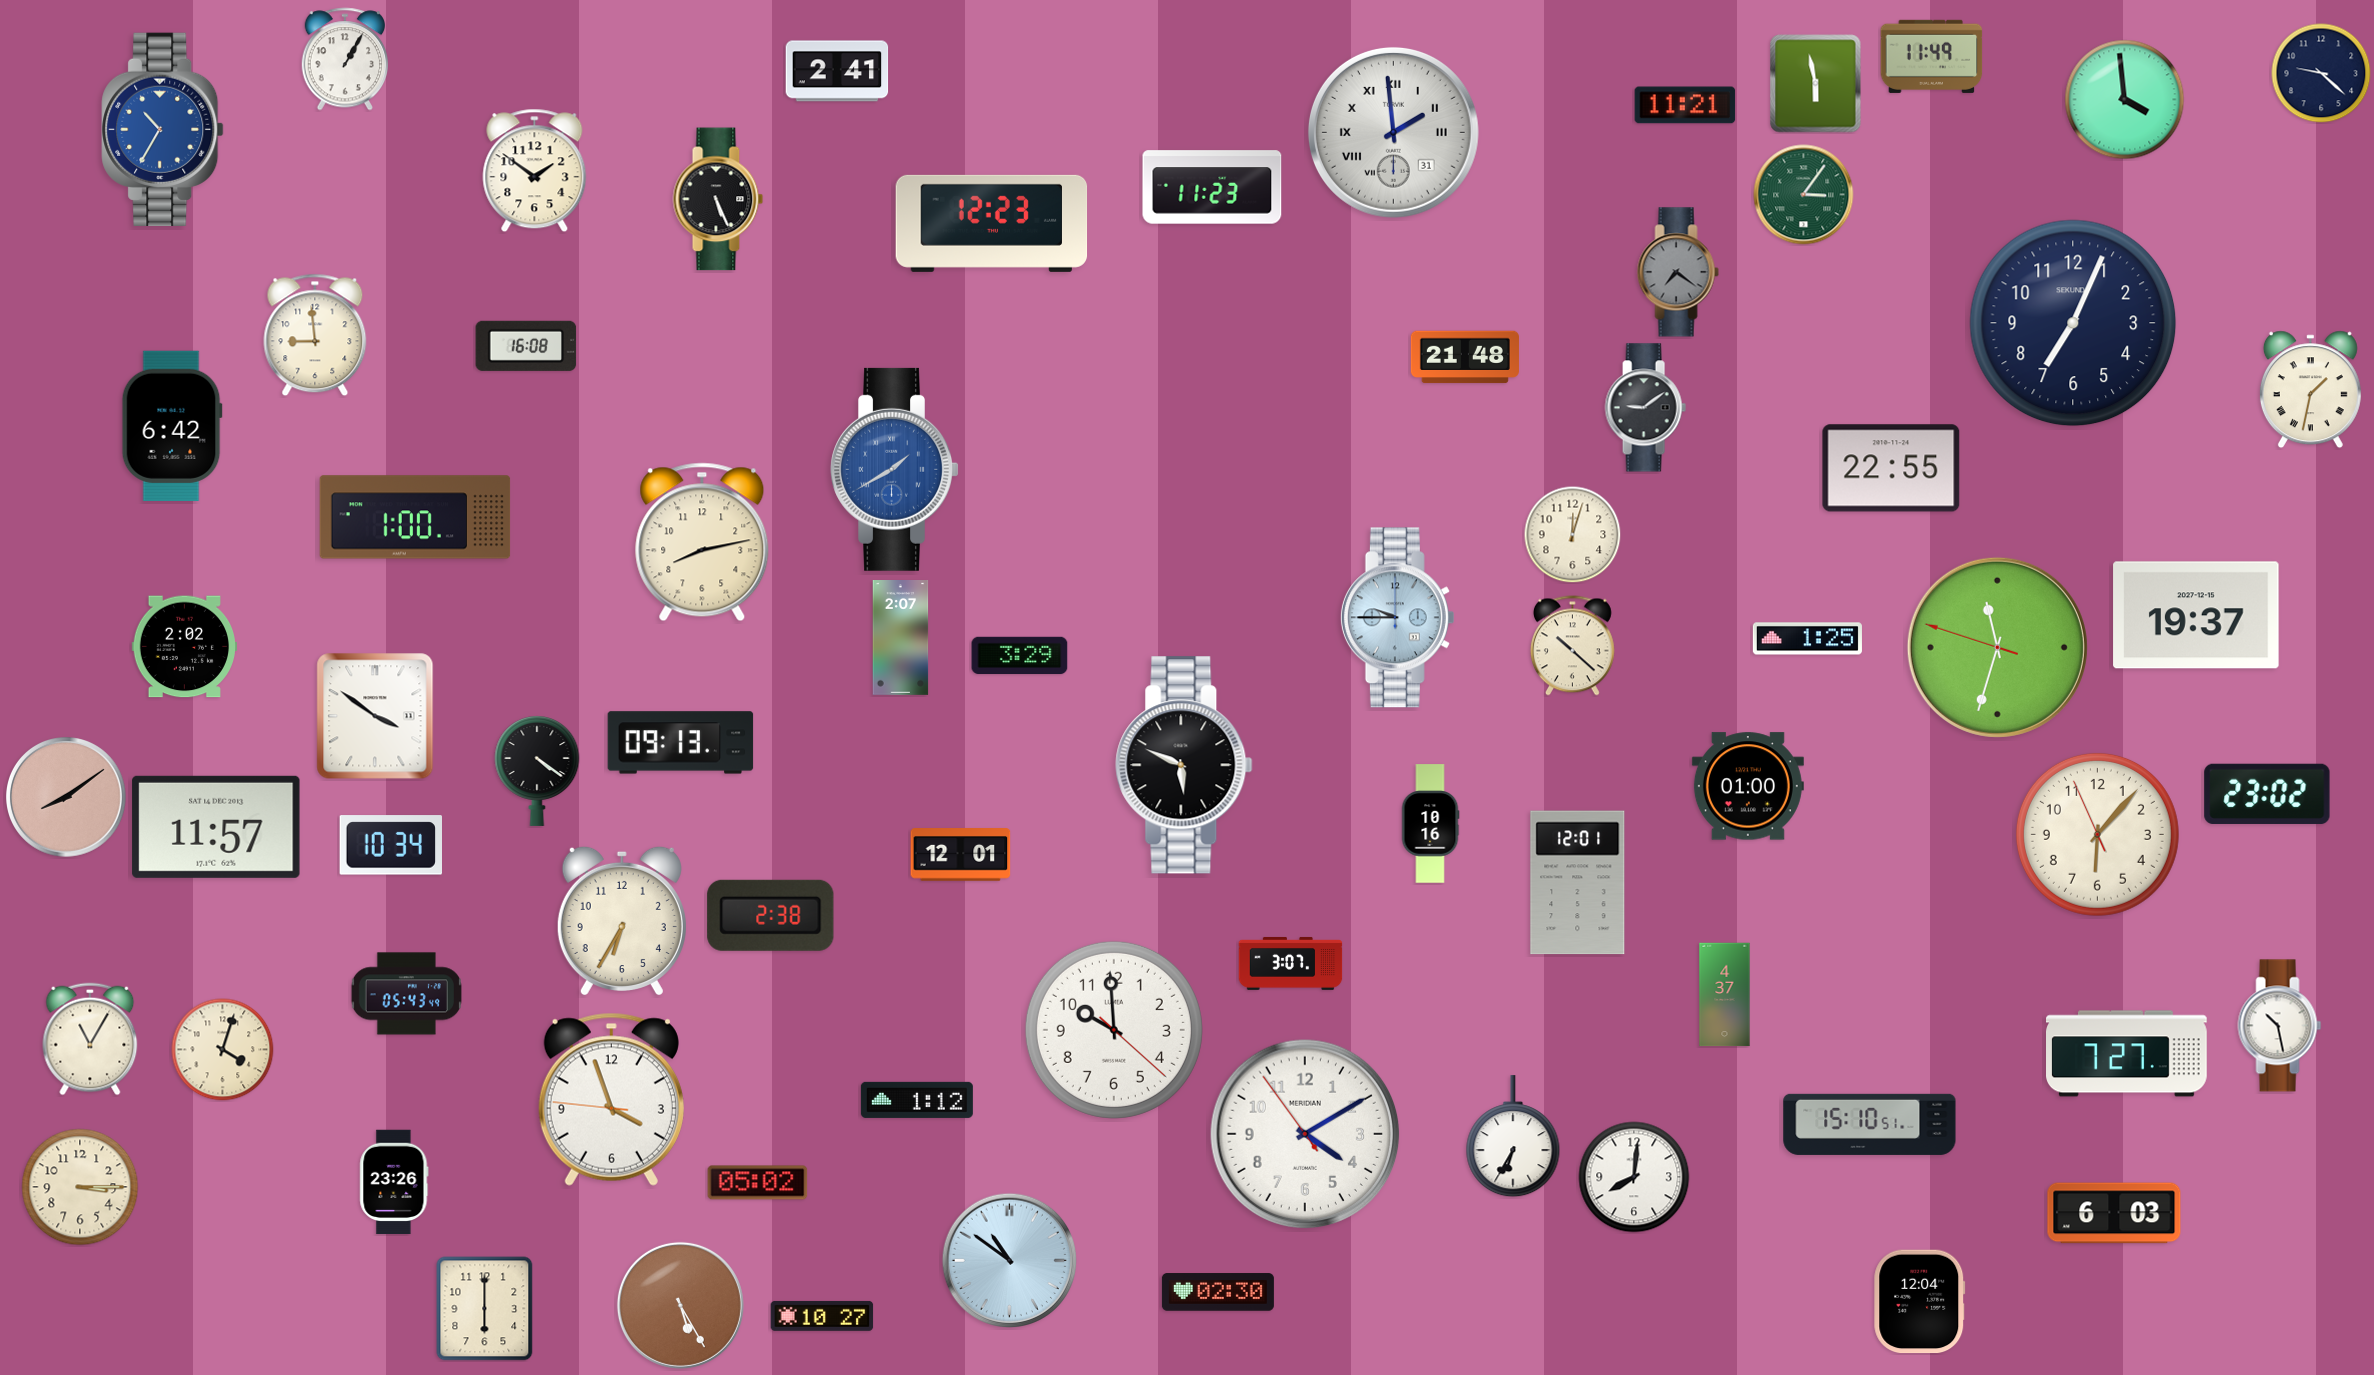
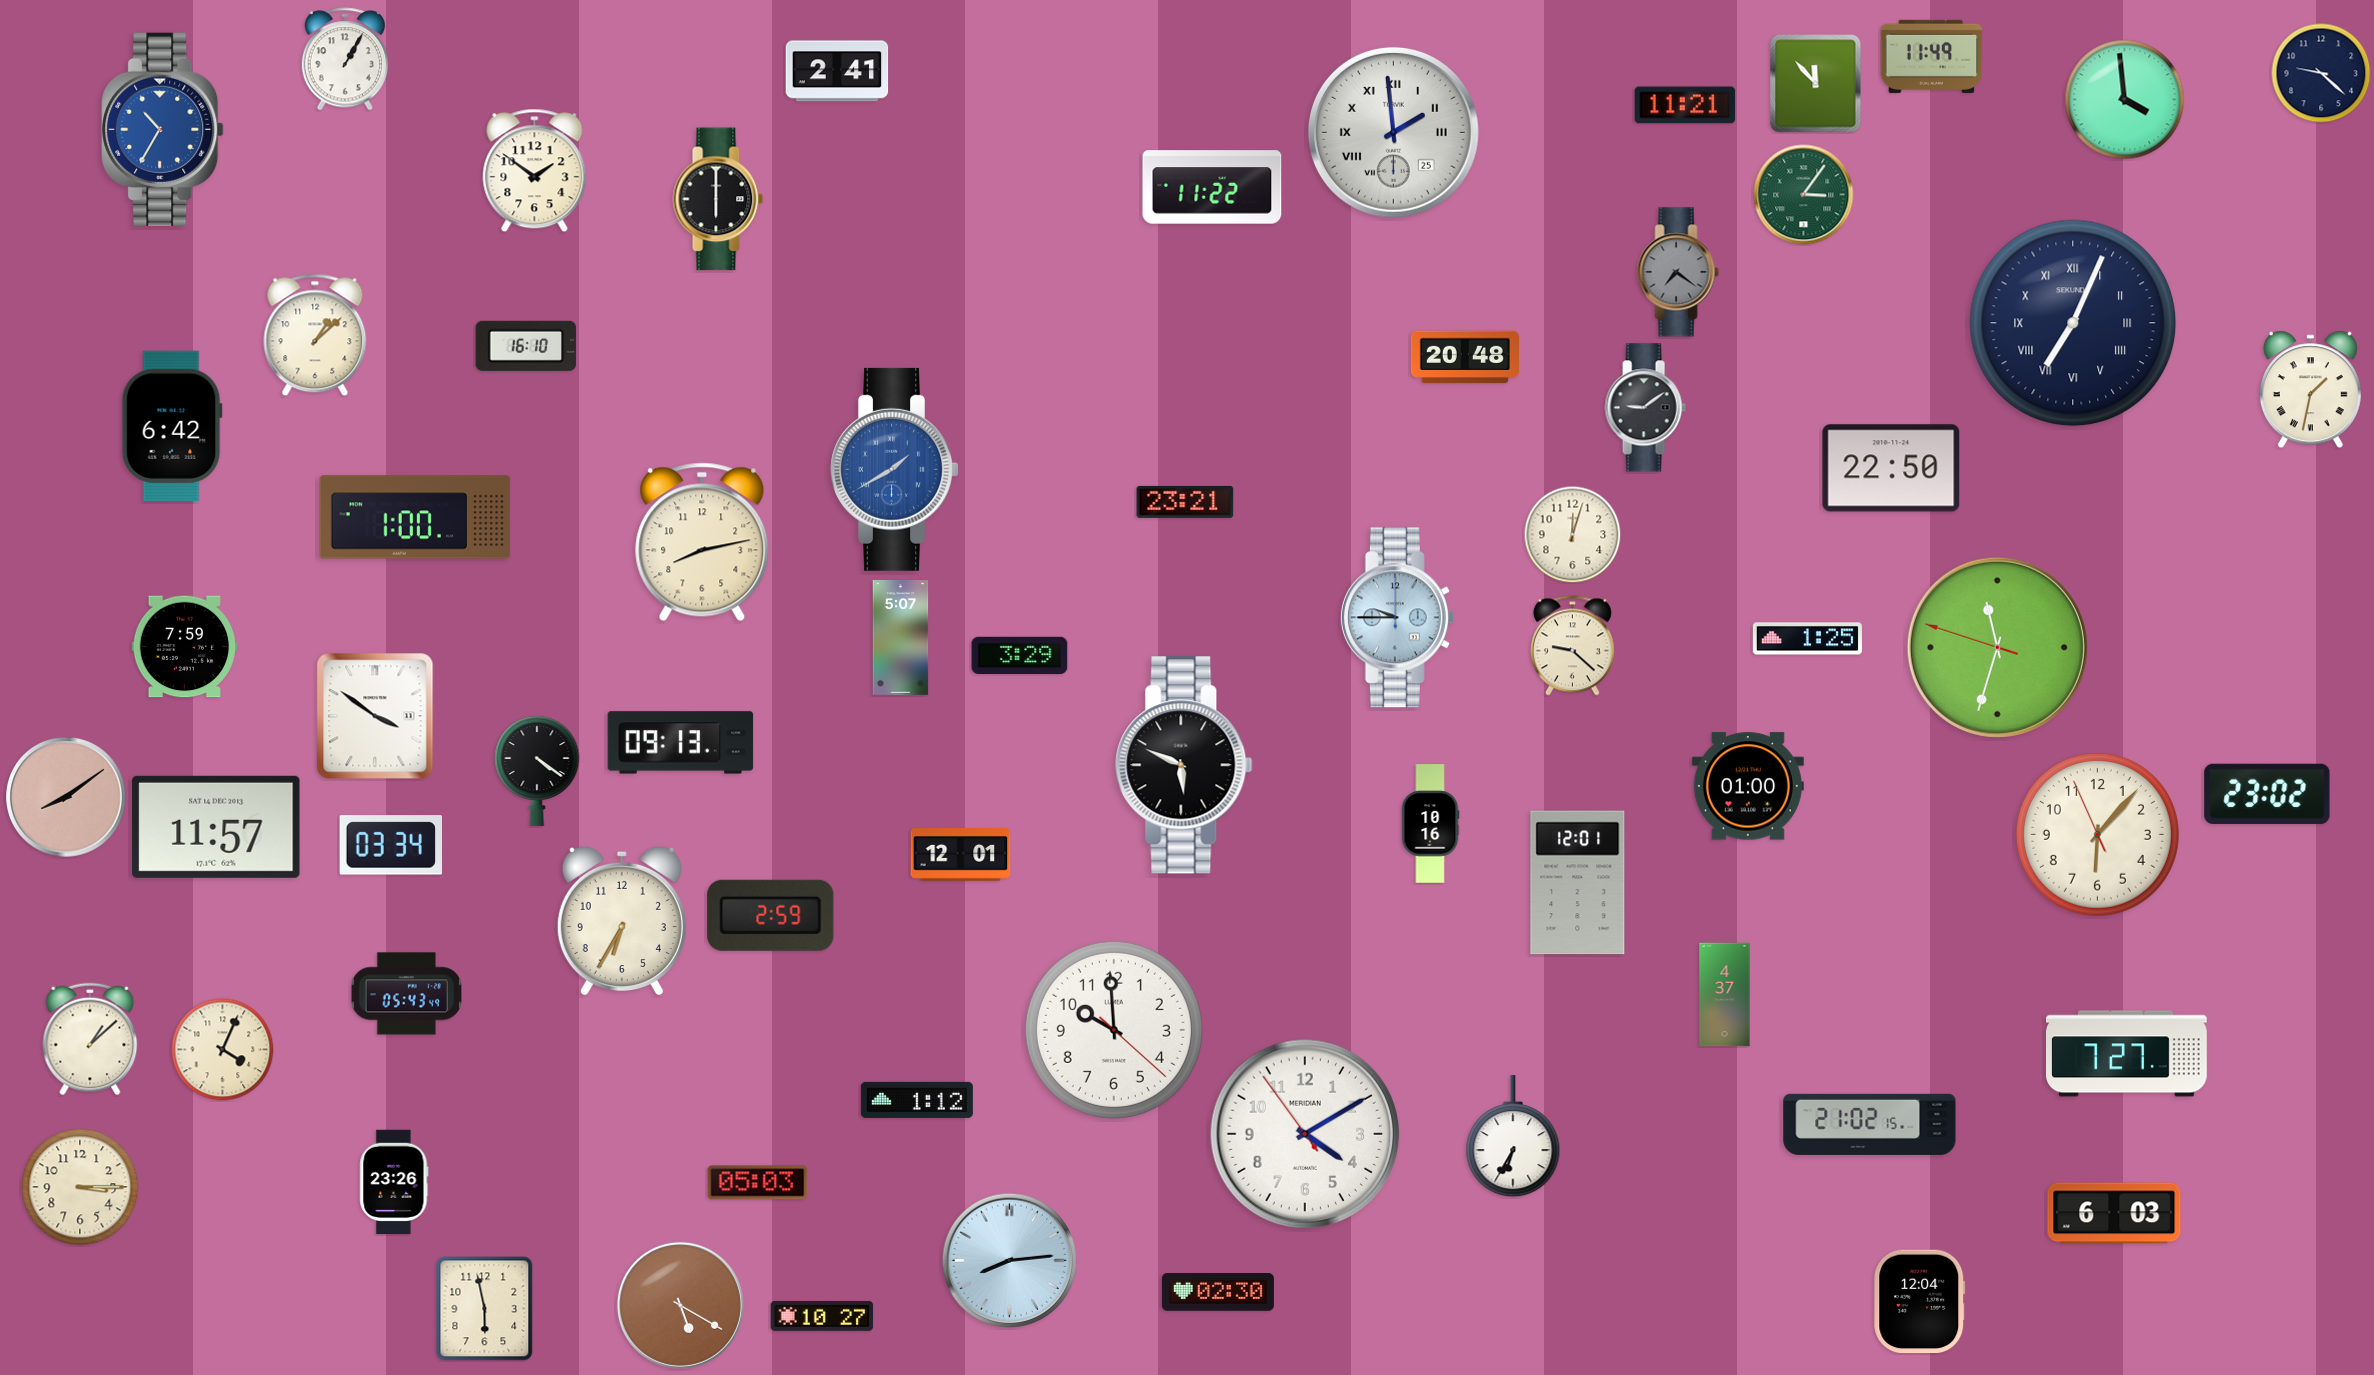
clock at (1816, 84): 5:58 -> 11:53
clock at (1393, 132) date: 31 -> 25
clock at (1212, 187): 11:23 -> 11:22
clock at (718, 199): 5:26 -> 6:00
clock at (992, 223): 12:23 -> none
clock at (2073, 323) numerals: Arabic -> Roman
clock at (315, 335): 8:59 -> 1:08
clock at (526, 346): 16:08 -> 16:10
clock at (1465, 357): 21:48 -> 20:48
clock at (1891, 468): 22:55 -> 22:50
clock at (1185, 502): none -> 23:21
clock at (2196, 615): 19:37 -> none
clock at (901, 638): 2:07 -> 5:07
clock at (1572, 646): 10:22 -> 9:22
clock at (184, 647): 2:02 -> 7:59
clock at (390, 845): 10:34 -> 03:34
clock at (771, 915): 2:38 -> 2:59
clock at (1291, 963): 3:07 -> none
clock at (2280, 1026): 10:28 -> none
clock at (90, 1039): 11:05 -> 1:08
clock at (223, 1050): 4:03 -> 4:04
clock at (611, 1099): 3:56 -> none
clock at (1870, 1124): 15:10 -> 21:02
clock at (1634, 1177): 8:01 -> none
clock at (758, 1183): 05:02 -> 05:03
clock at (1009, 1260): 10:51 -> 8:14
clock at (680, 1305): 5:25 -> 5:20
clock at (485, 1309): 6:00 -> 5:58
